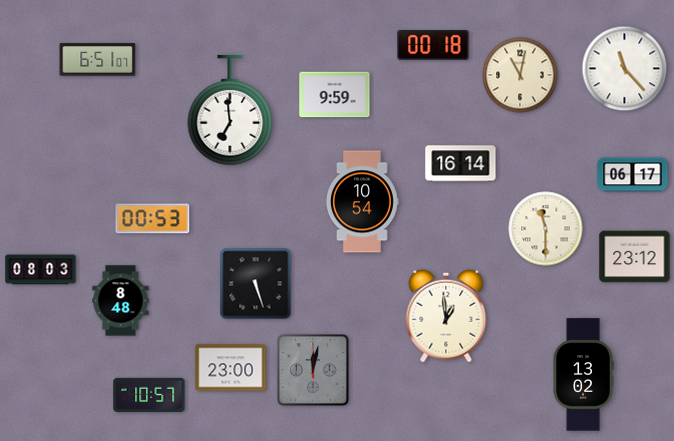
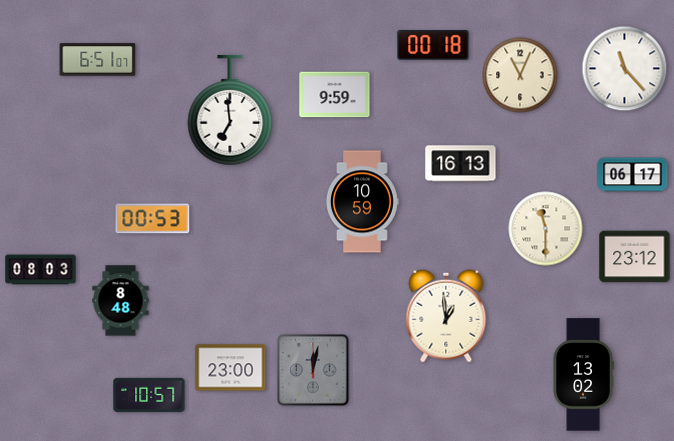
clock at (520, 75): 11:02 -> 11:04
clock at (461, 164): 16:14 -> 16:13
clock at (363, 202): 10:54 -> 10:59
clock at (256, 284): 5:27 -> none
